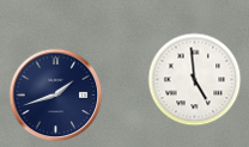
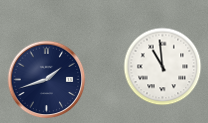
clock at (194, 79): 4:59 -> 10:59
